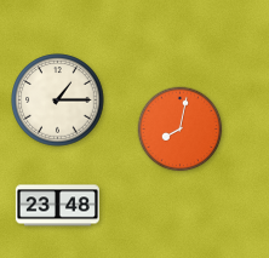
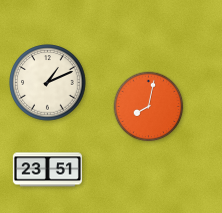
clock at (58, 101): 1:15 -> 1:11
clock at (57, 206): 23:48 -> 23:51
